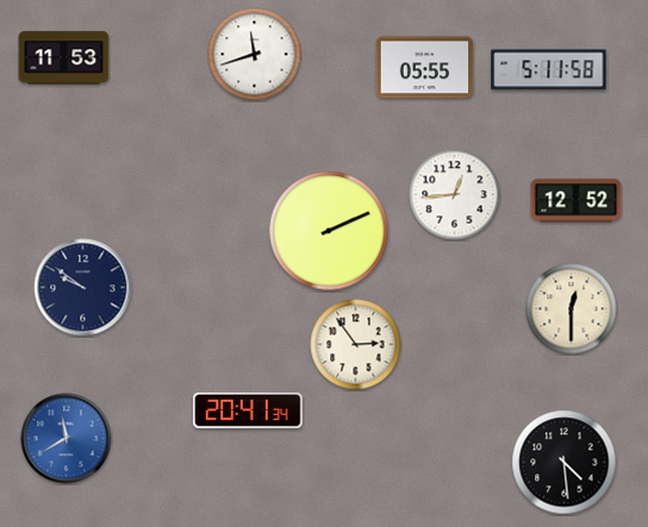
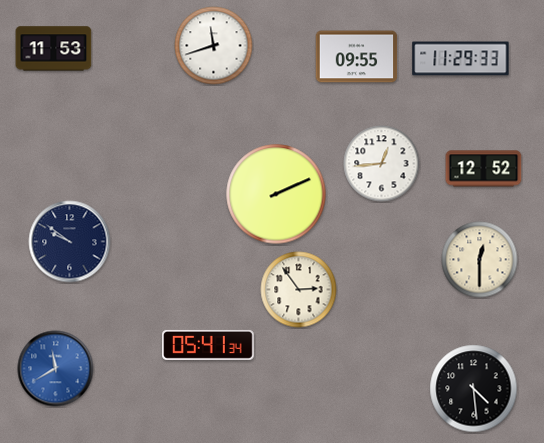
clock at (425, 68): 05:55 -> 09:55
clock at (549, 70): 5:11 -> 11:29
clock at (248, 410): 20:41 -> 05:41
